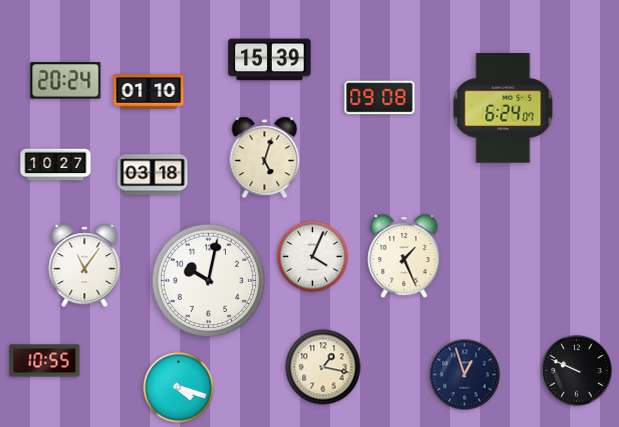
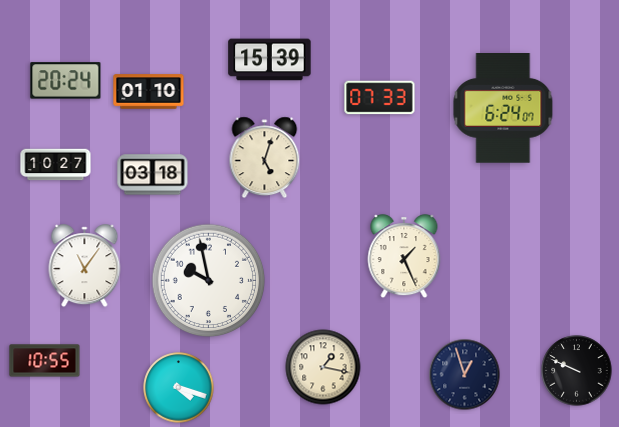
clock at (380, 98): 09:08 -> 07:33
clock at (313, 257): 4:04 -> none
clock at (209, 281): 10:02 -> 9:58
